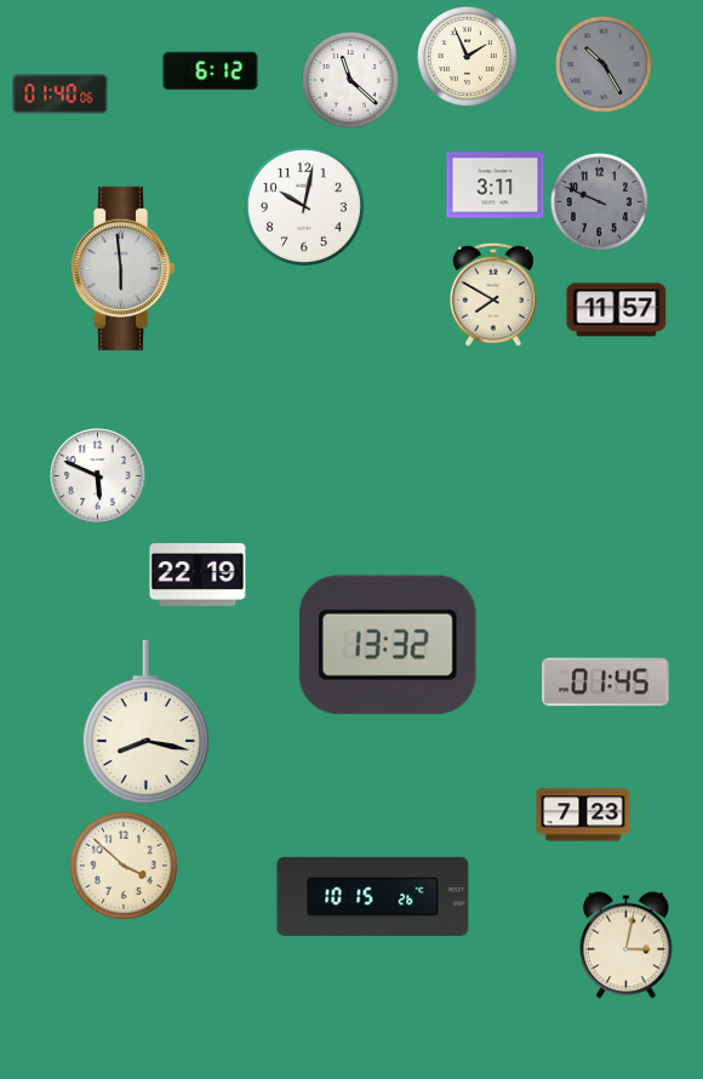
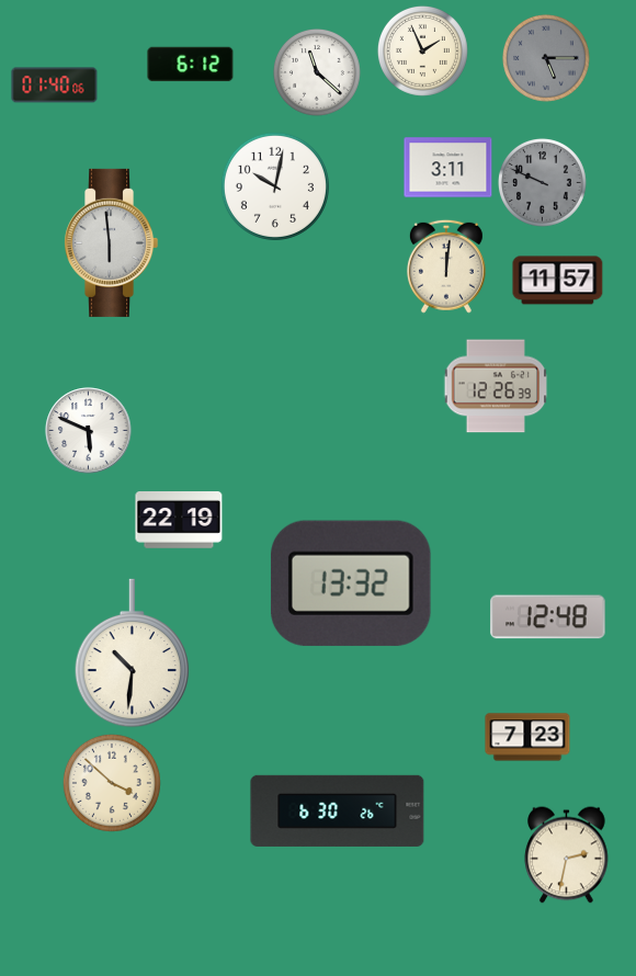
clock at (605, 65): 10:25 -> 5:15
clock at (493, 295): 7:50 -> 12:01
clock at (496, 386): none -> 12:26
clock at (606, 683): 01:45 -> 12:48
clock at (147, 723): 8:17 -> 10:31
clock at (373, 896): 10:15 -> 6:30
clock at (627, 946): 3:02 -> 2:32
